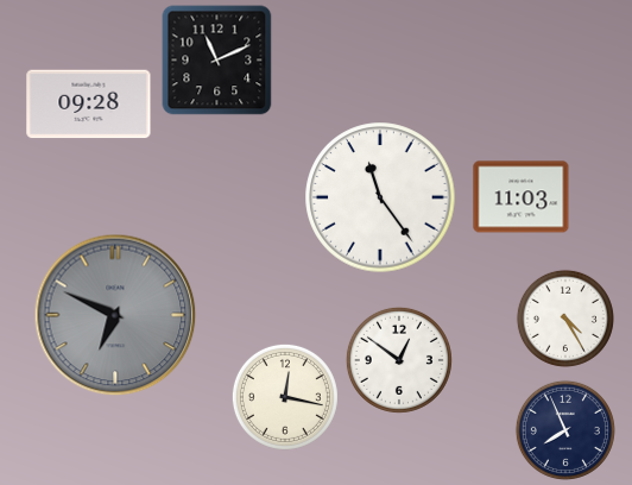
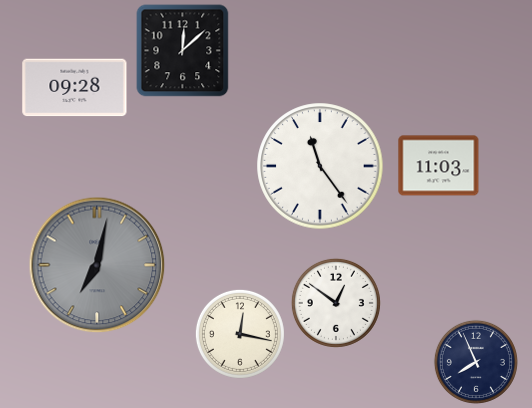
clock at (217, 61): 11:11 -> 12:08
clock at (115, 315): 6:49 -> 7:02
clock at (565, 319): 4:25 -> none
